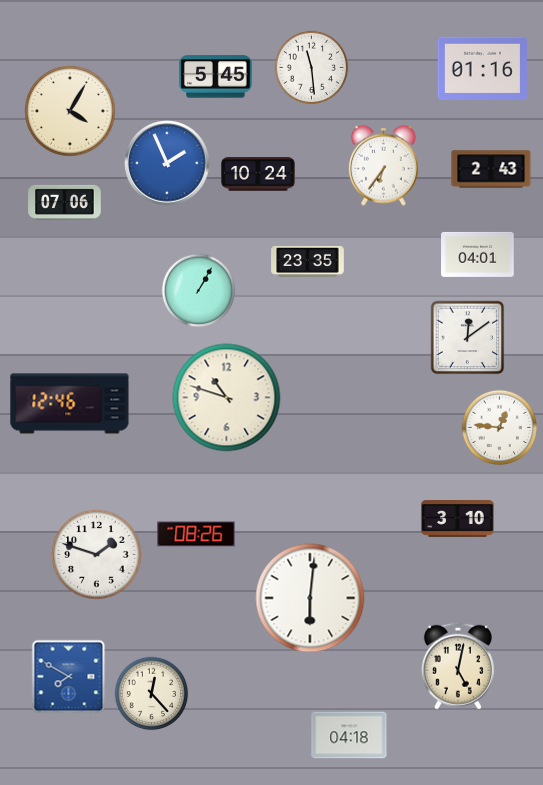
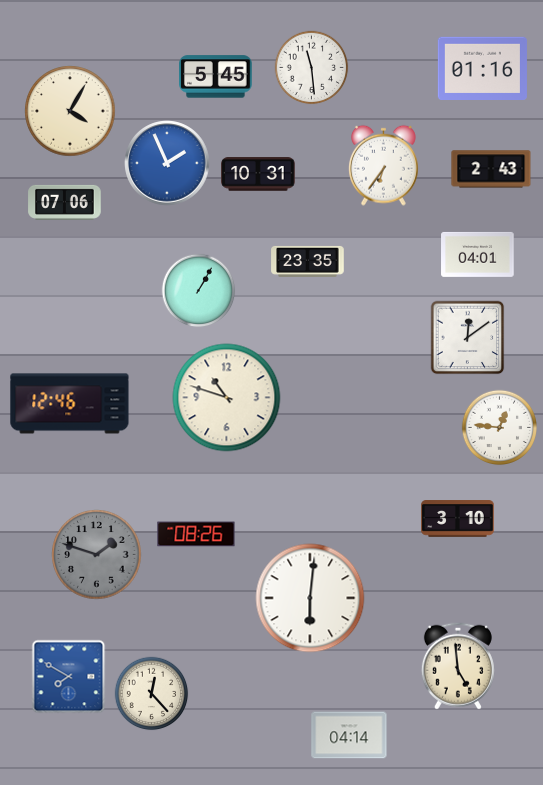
clock at (258, 174): 10:24 -> 10:31
clock at (97, 555) dial: white -> grey
clock at (458, 666): 5:02 -> 4:59
clock at (349, 735): 04:18 -> 04:14
